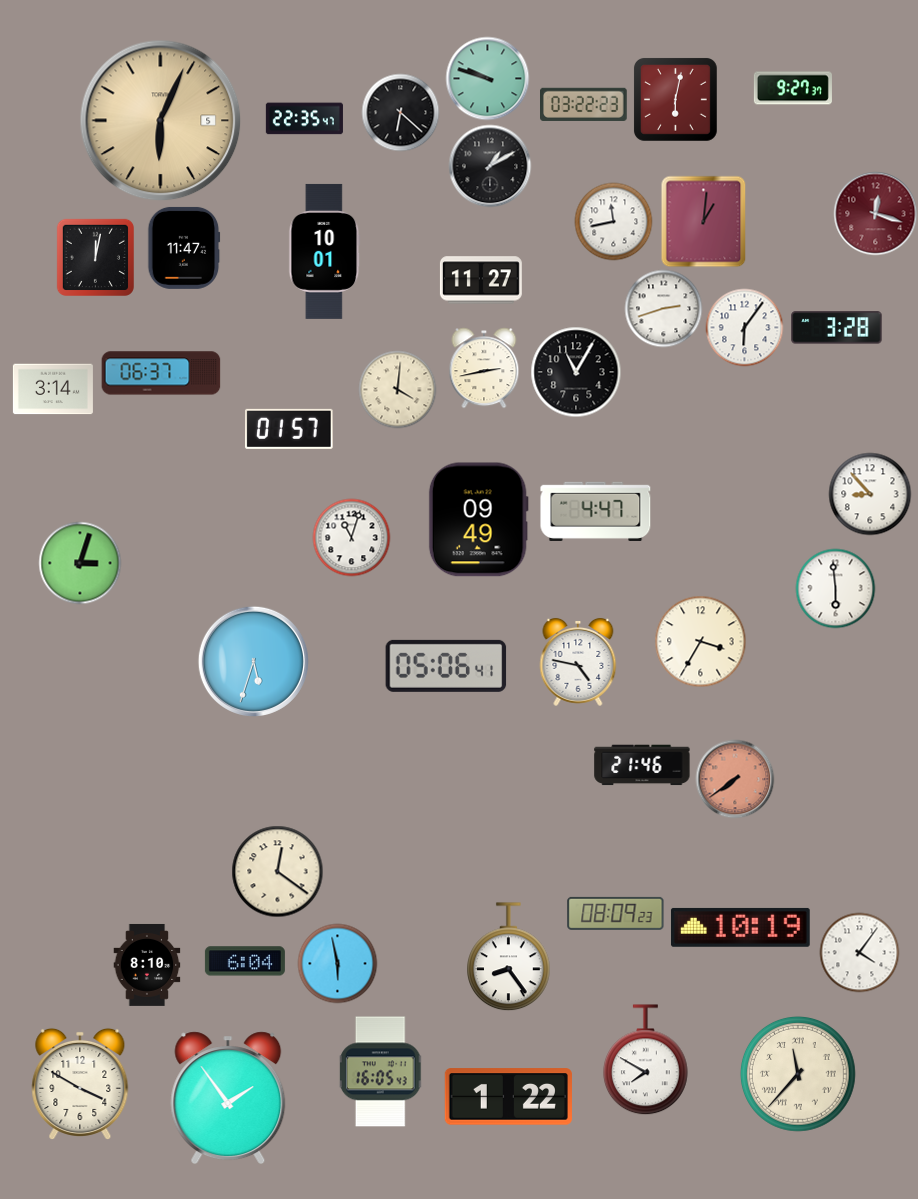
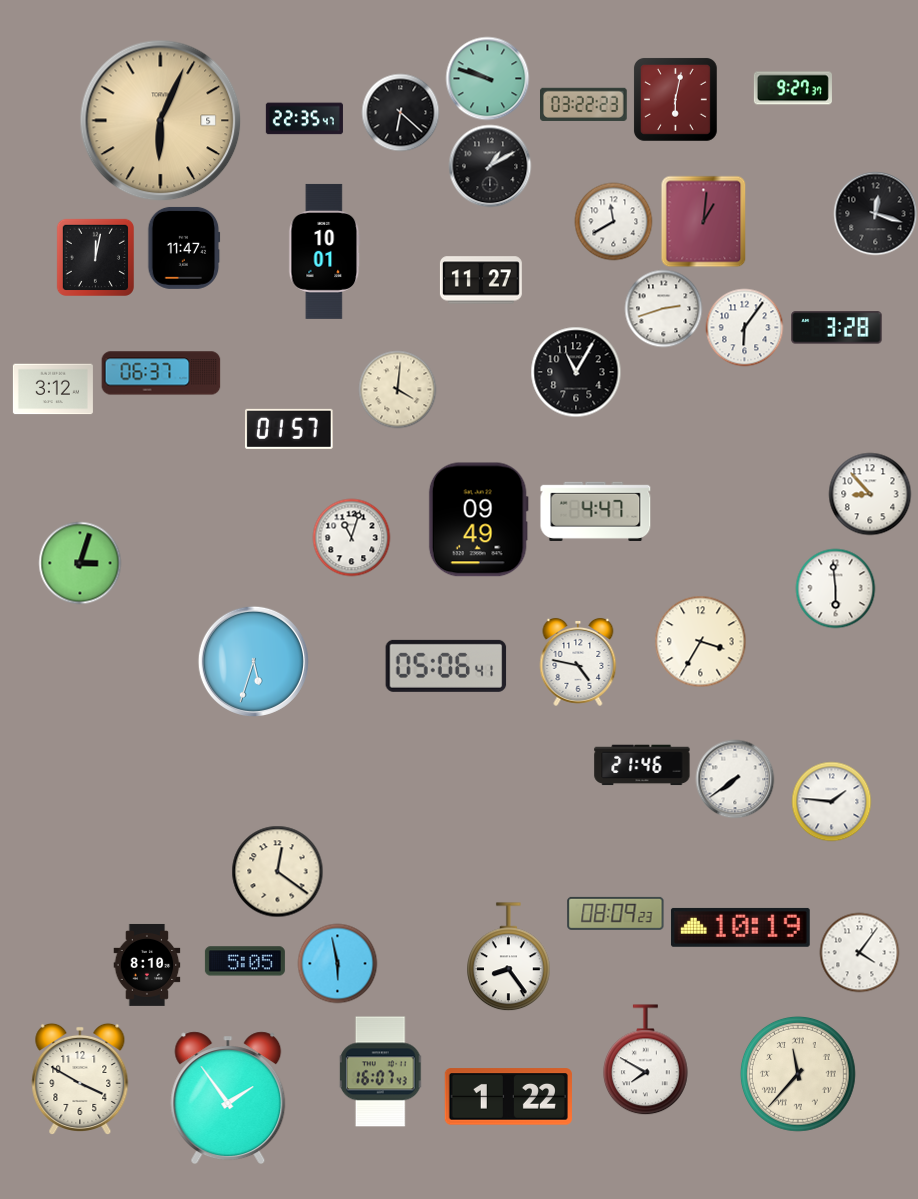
clock at (875, 213) dial: burgundy -> black
clock at (613, 221): 11:43 -> 11:40
clock at (484, 368): 2:43 -> none
clock at (53, 389): 3:14 -> 3:12
clock at (735, 779) dial: salmon -> white
clock at (831, 801): none -> 1:46
clock at (245, 961): 6:04 -> 5:05
clock at (381, 1072): 16:05 -> 16:07
clock at (80, 1083) position: (80, 1083) -> (80, 1078)
